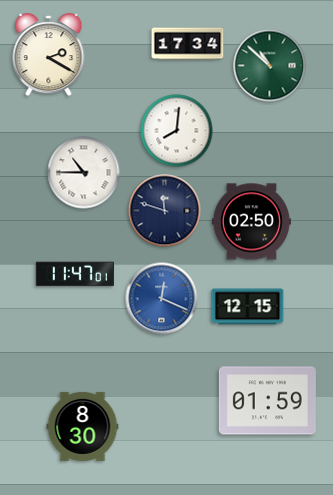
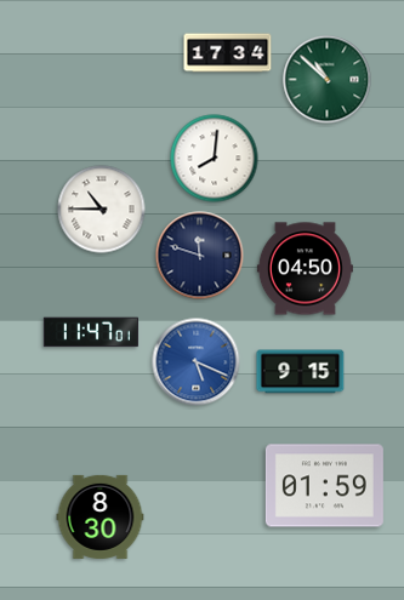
clock at (49, 55): 2:20 -> none
clock at (251, 222): 02:50 -> 04:50
clock at (162, 299): 12:19 -> 5:19
clock at (248, 307): 12:15 -> 9:15
